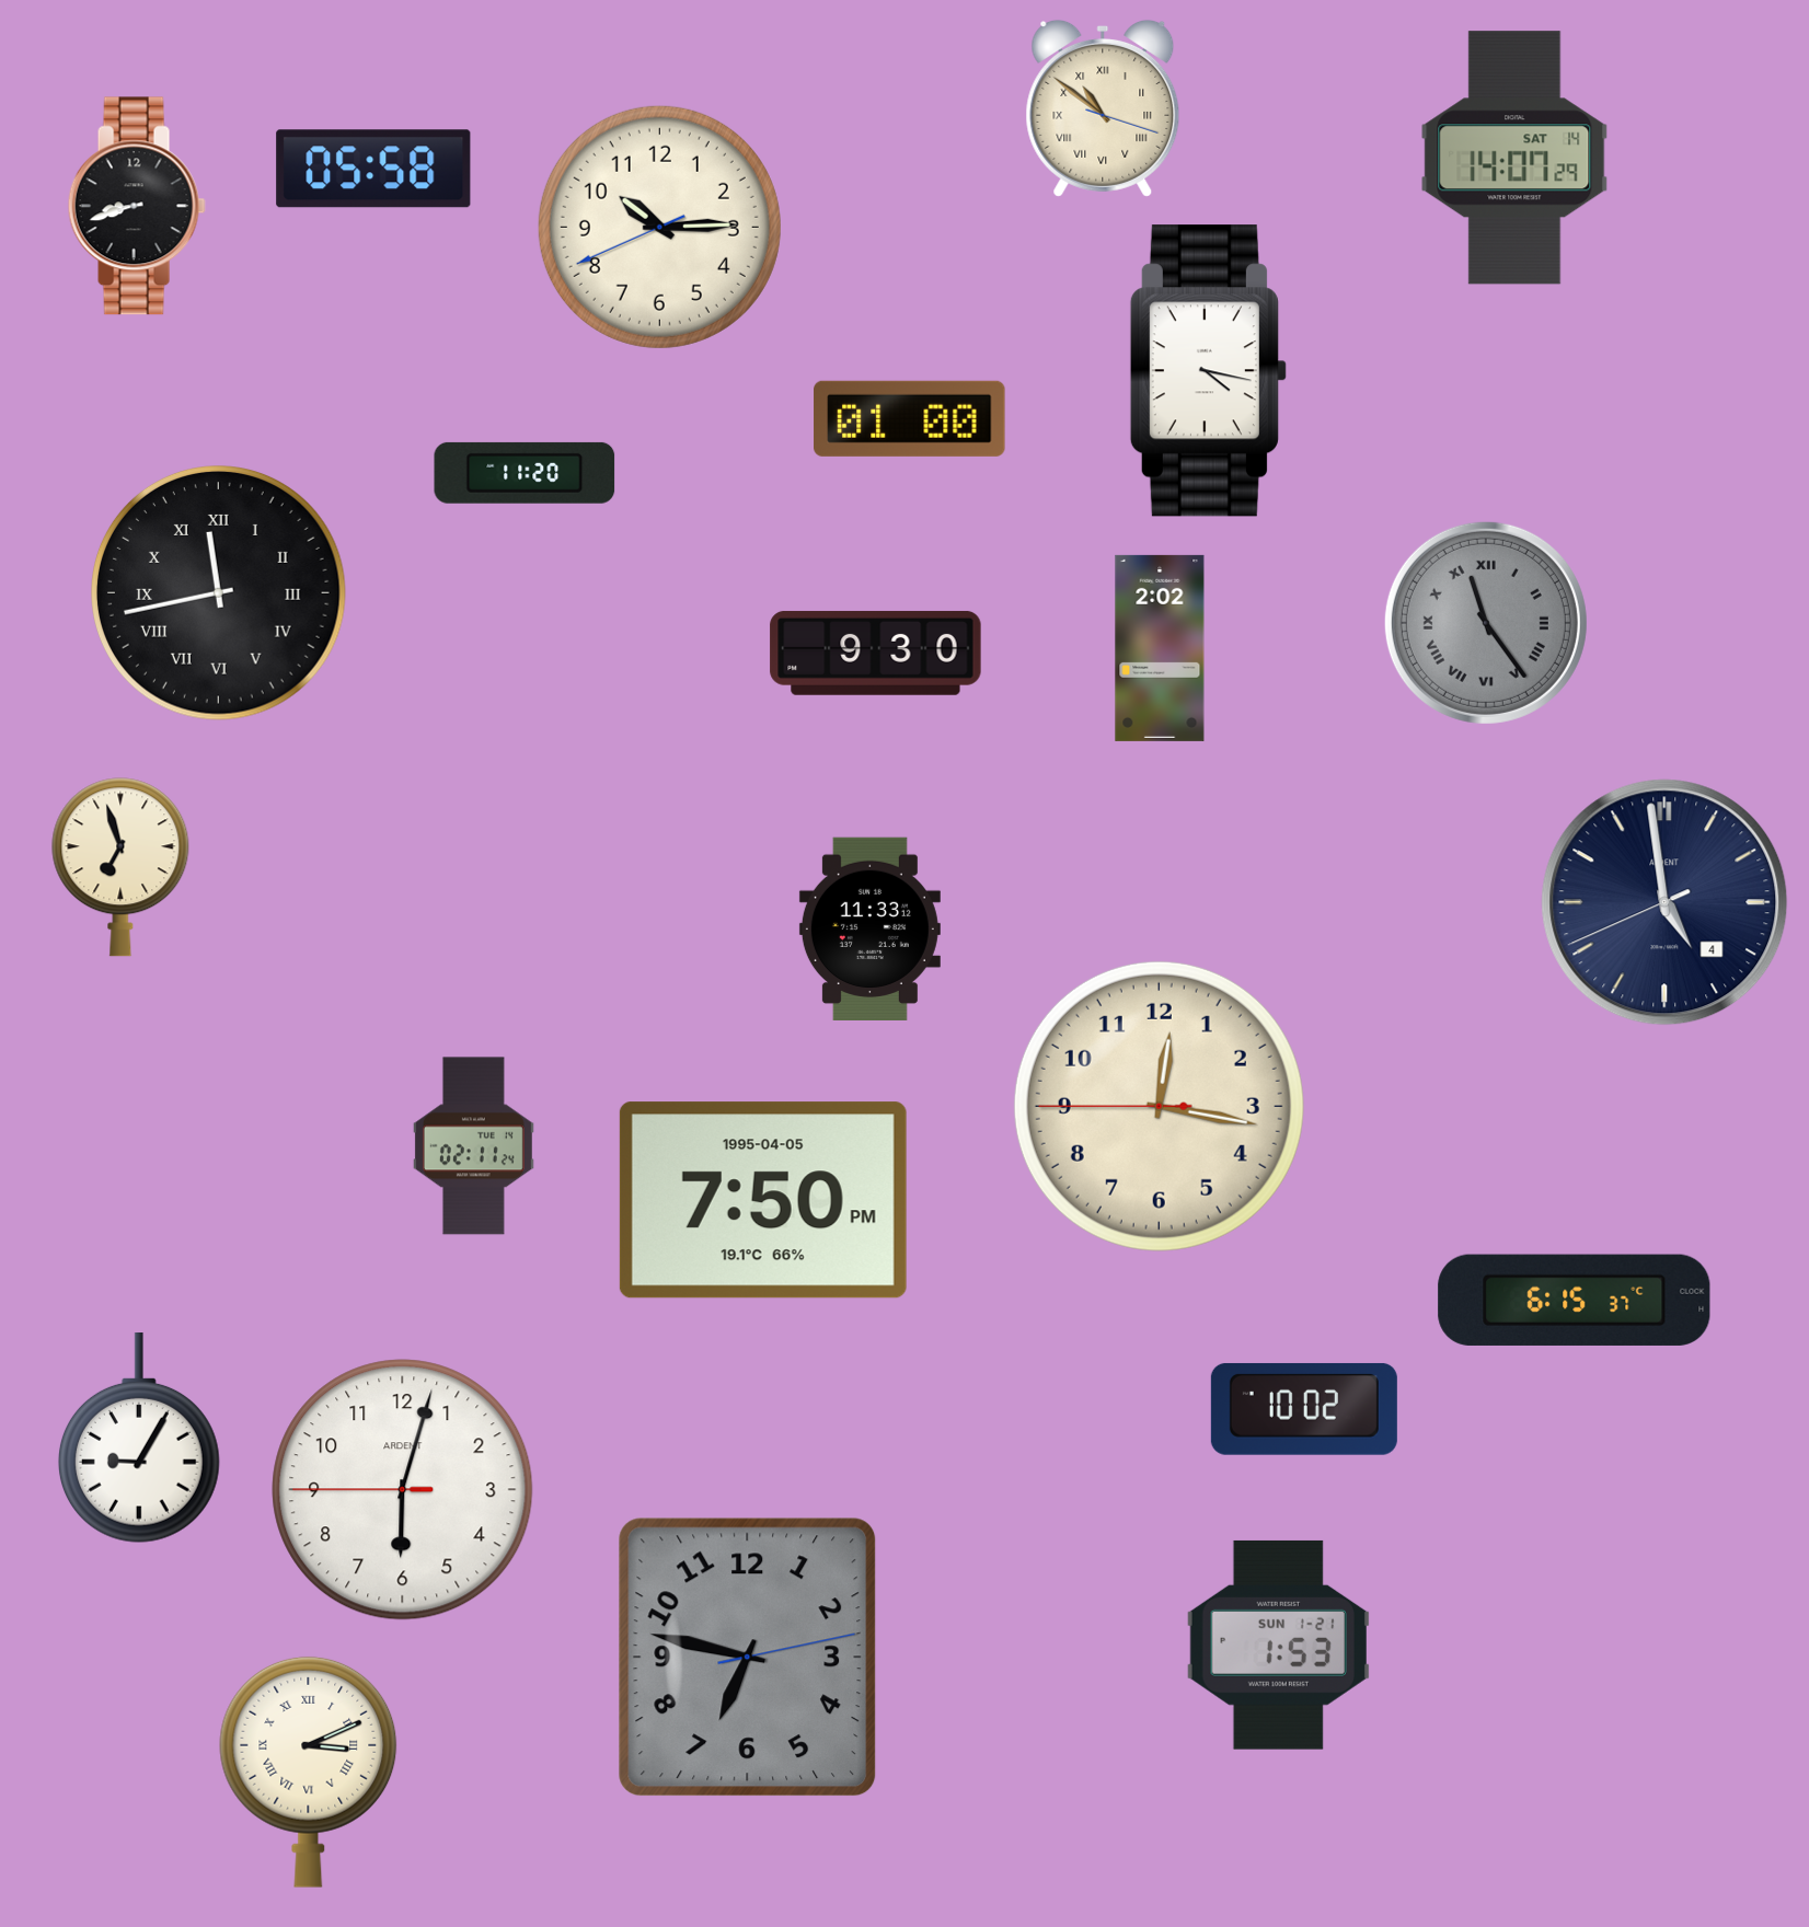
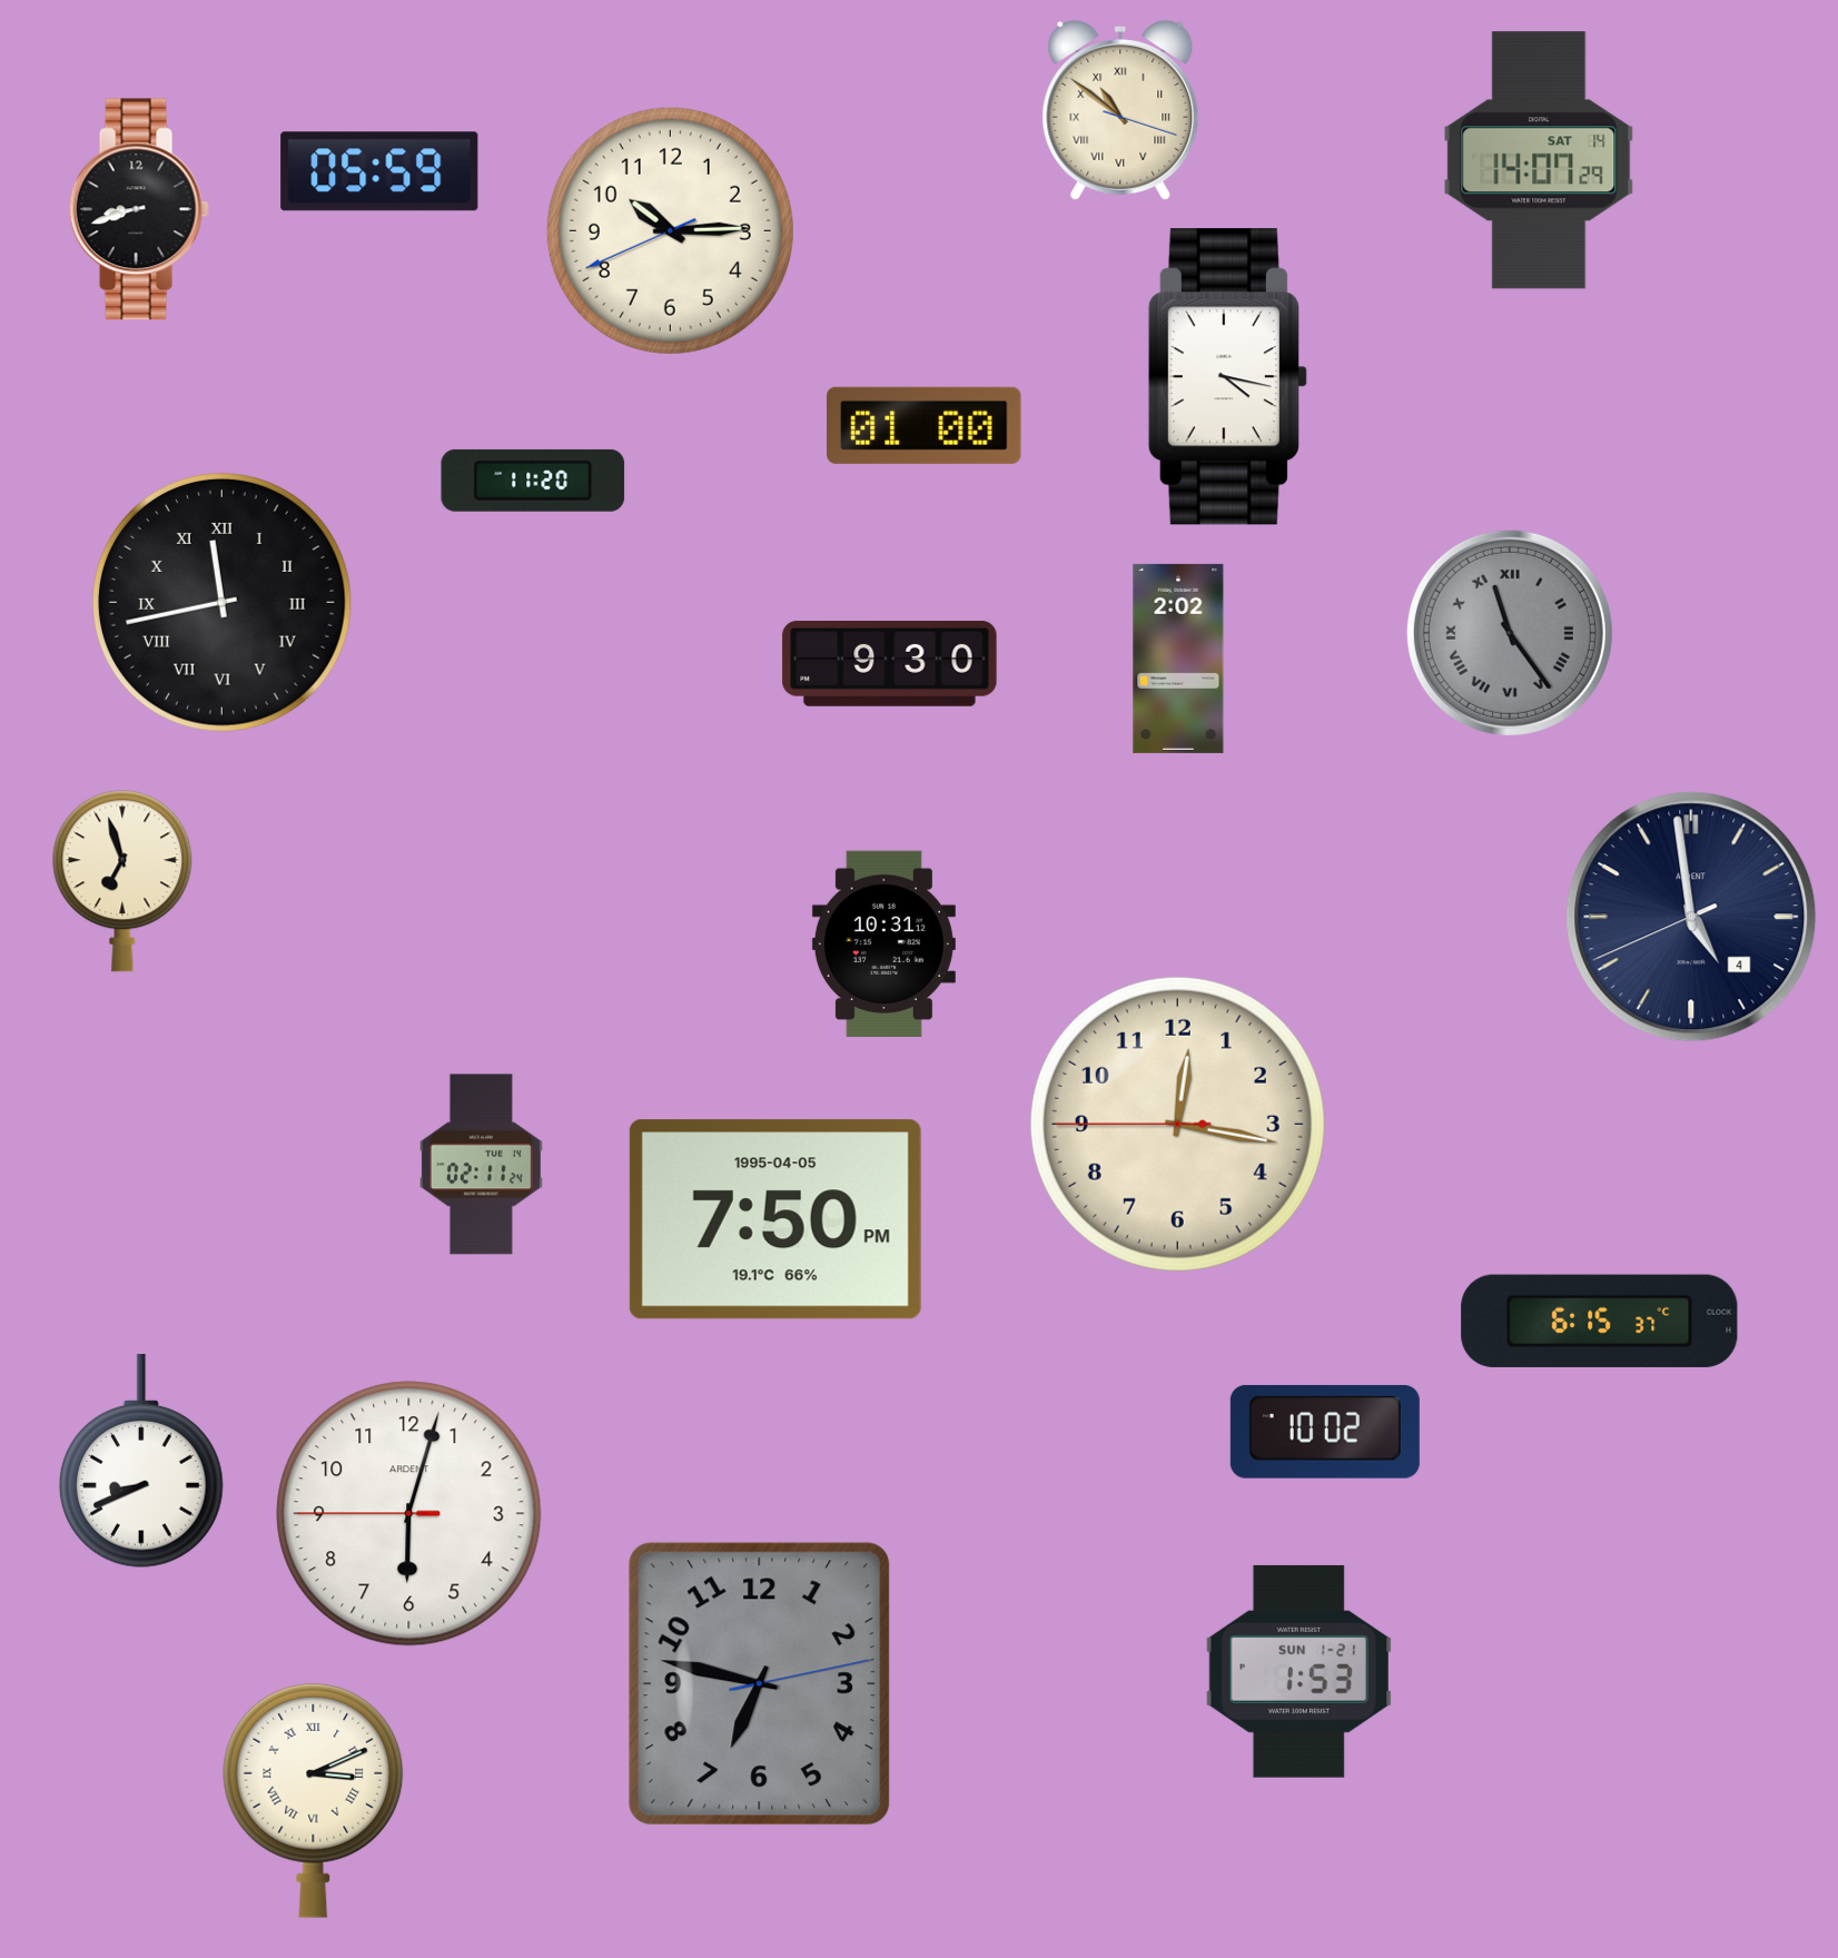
clock at (373, 169): 05:58 -> 05:59
clock at (869, 928): 11:33 -> 10:31
clock at (139, 1439): 9:05 -> 8:41
